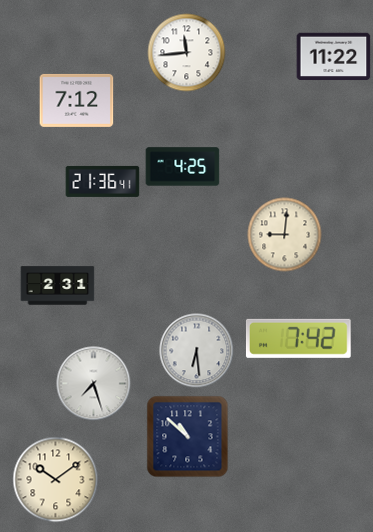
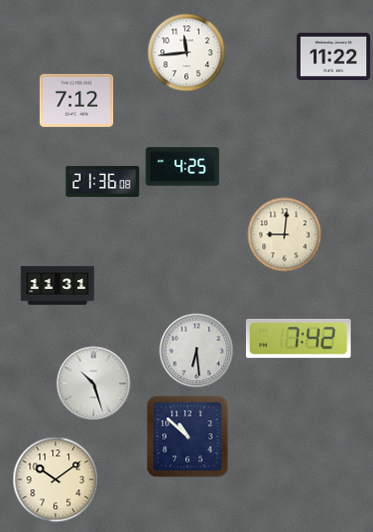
clock at (103, 181): 21:36:41 -> 21:36:08
clock at (58, 286): 2:31 -> 11:31
clock at (94, 384): 7:27 -> 10:27
